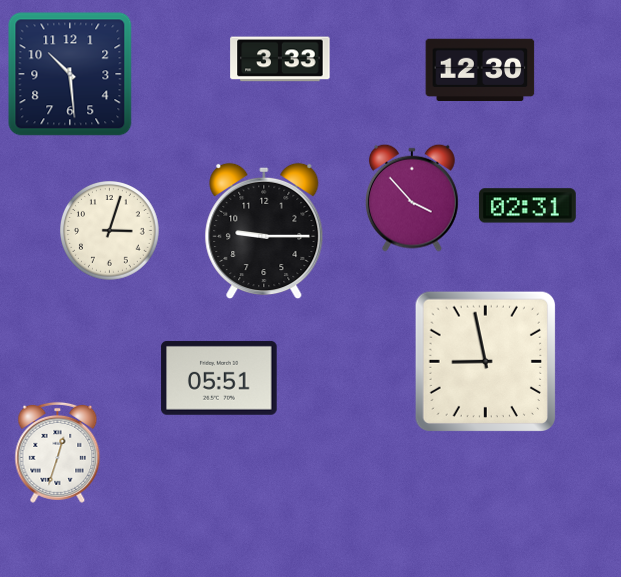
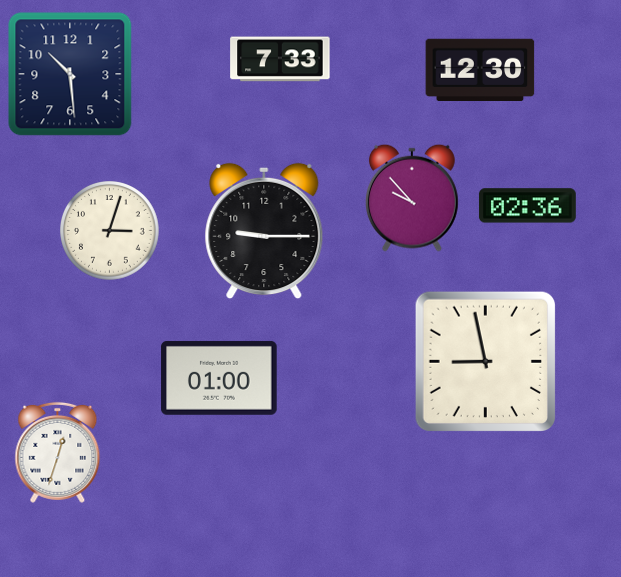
clock at (280, 59): 3:33 -> 7:33
clock at (412, 198): 3:53 -> 9:53
clock at (527, 206): 02:31 -> 02:36
clock at (219, 378): 05:51 -> 01:00
